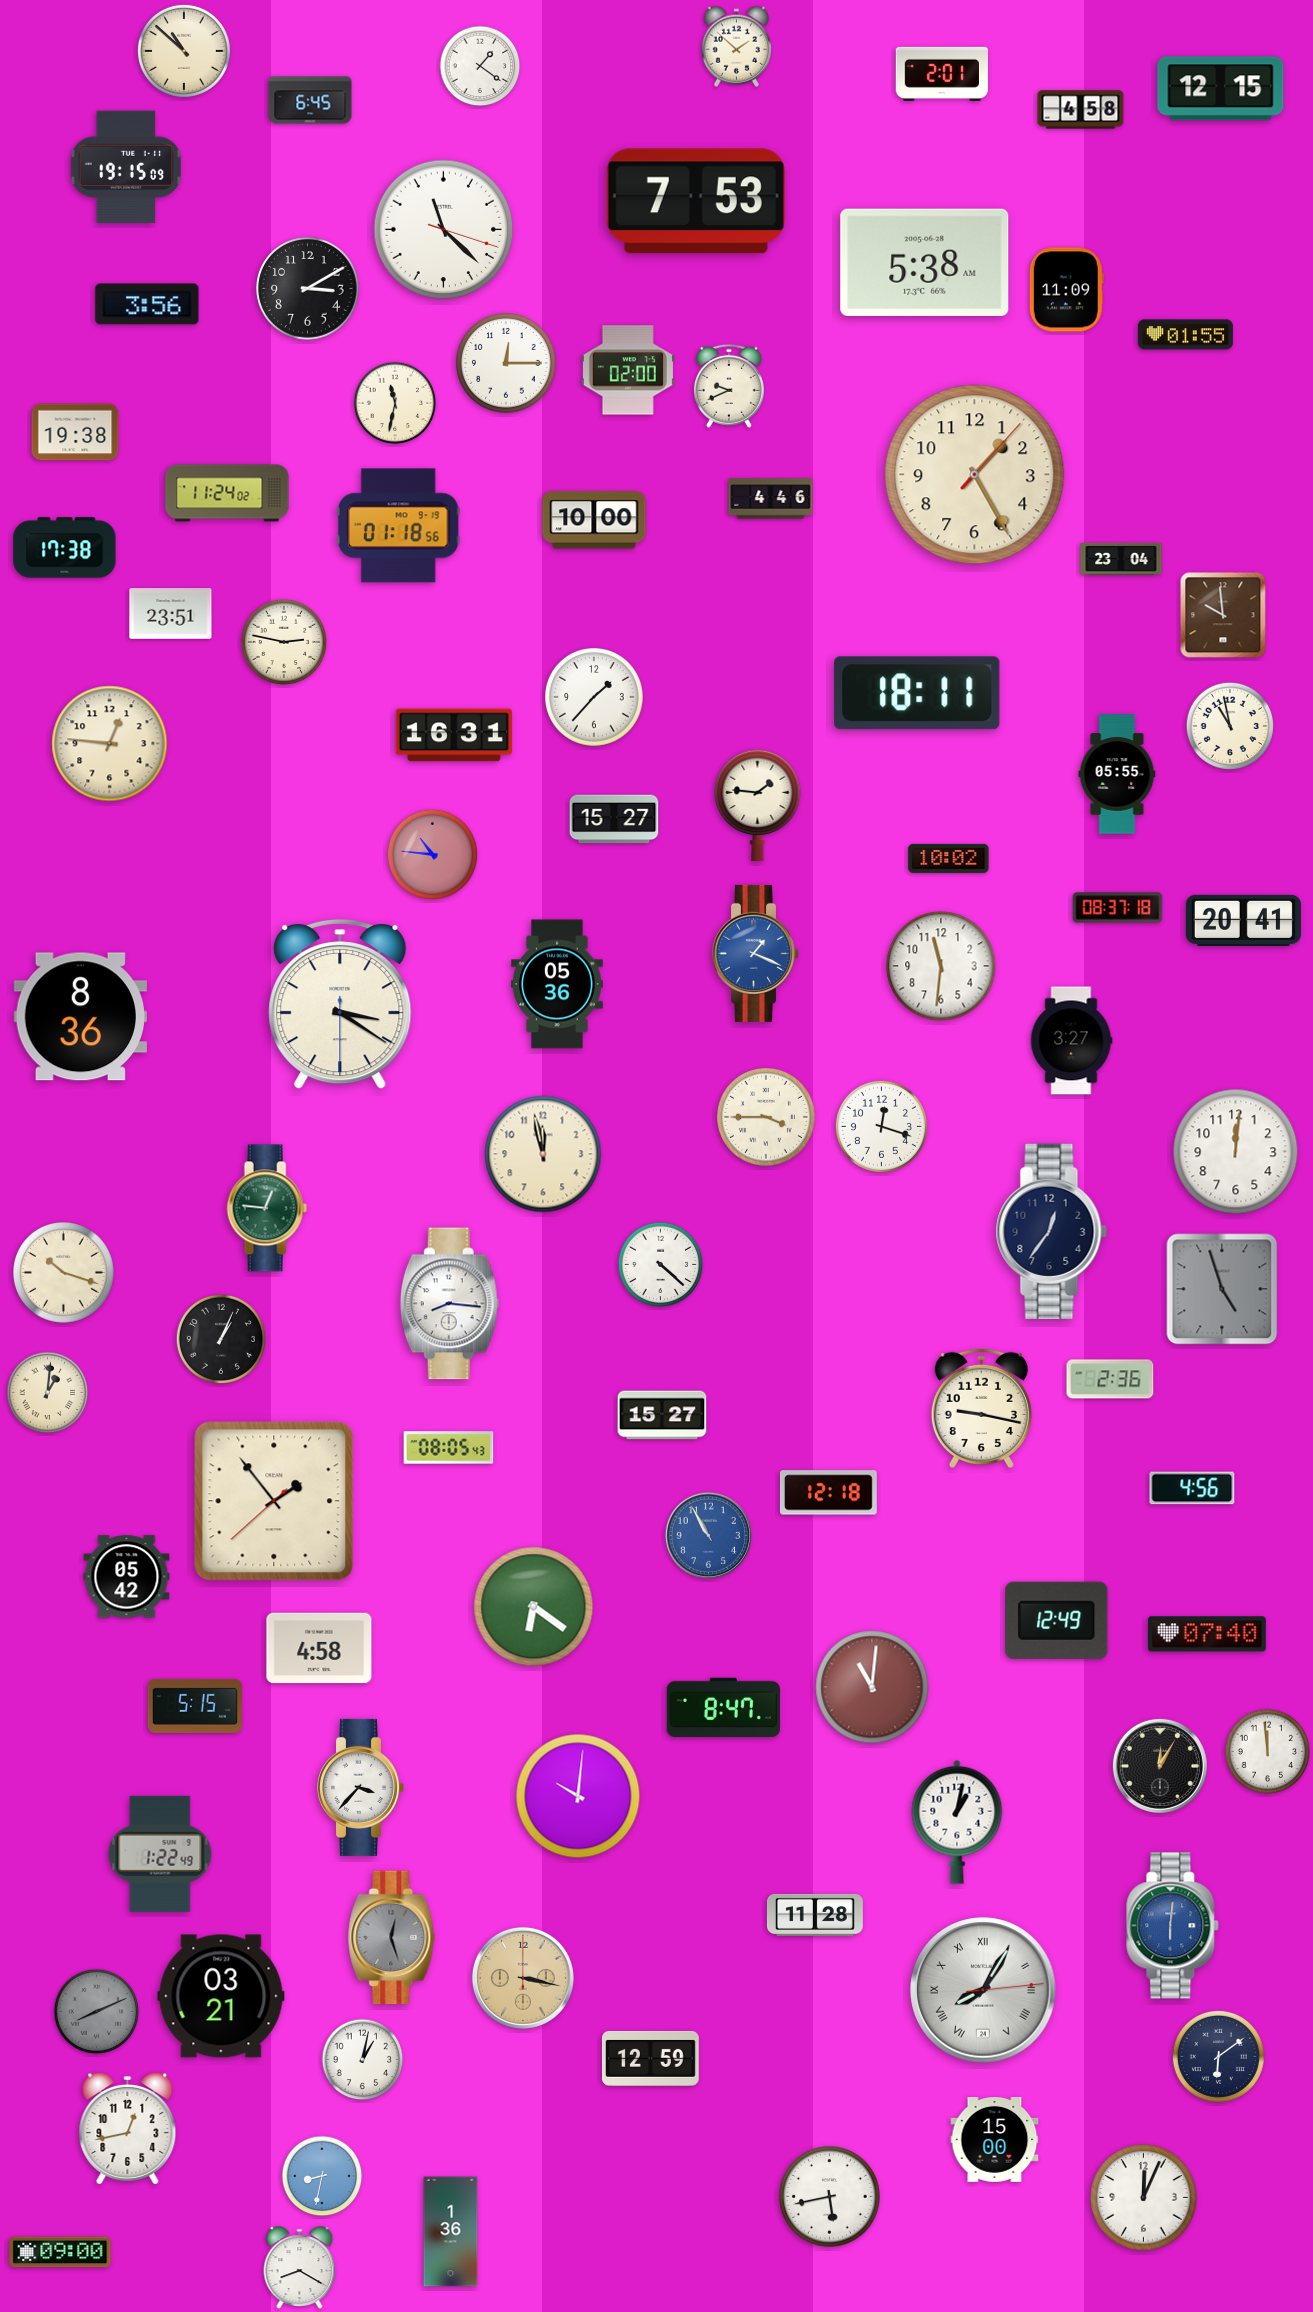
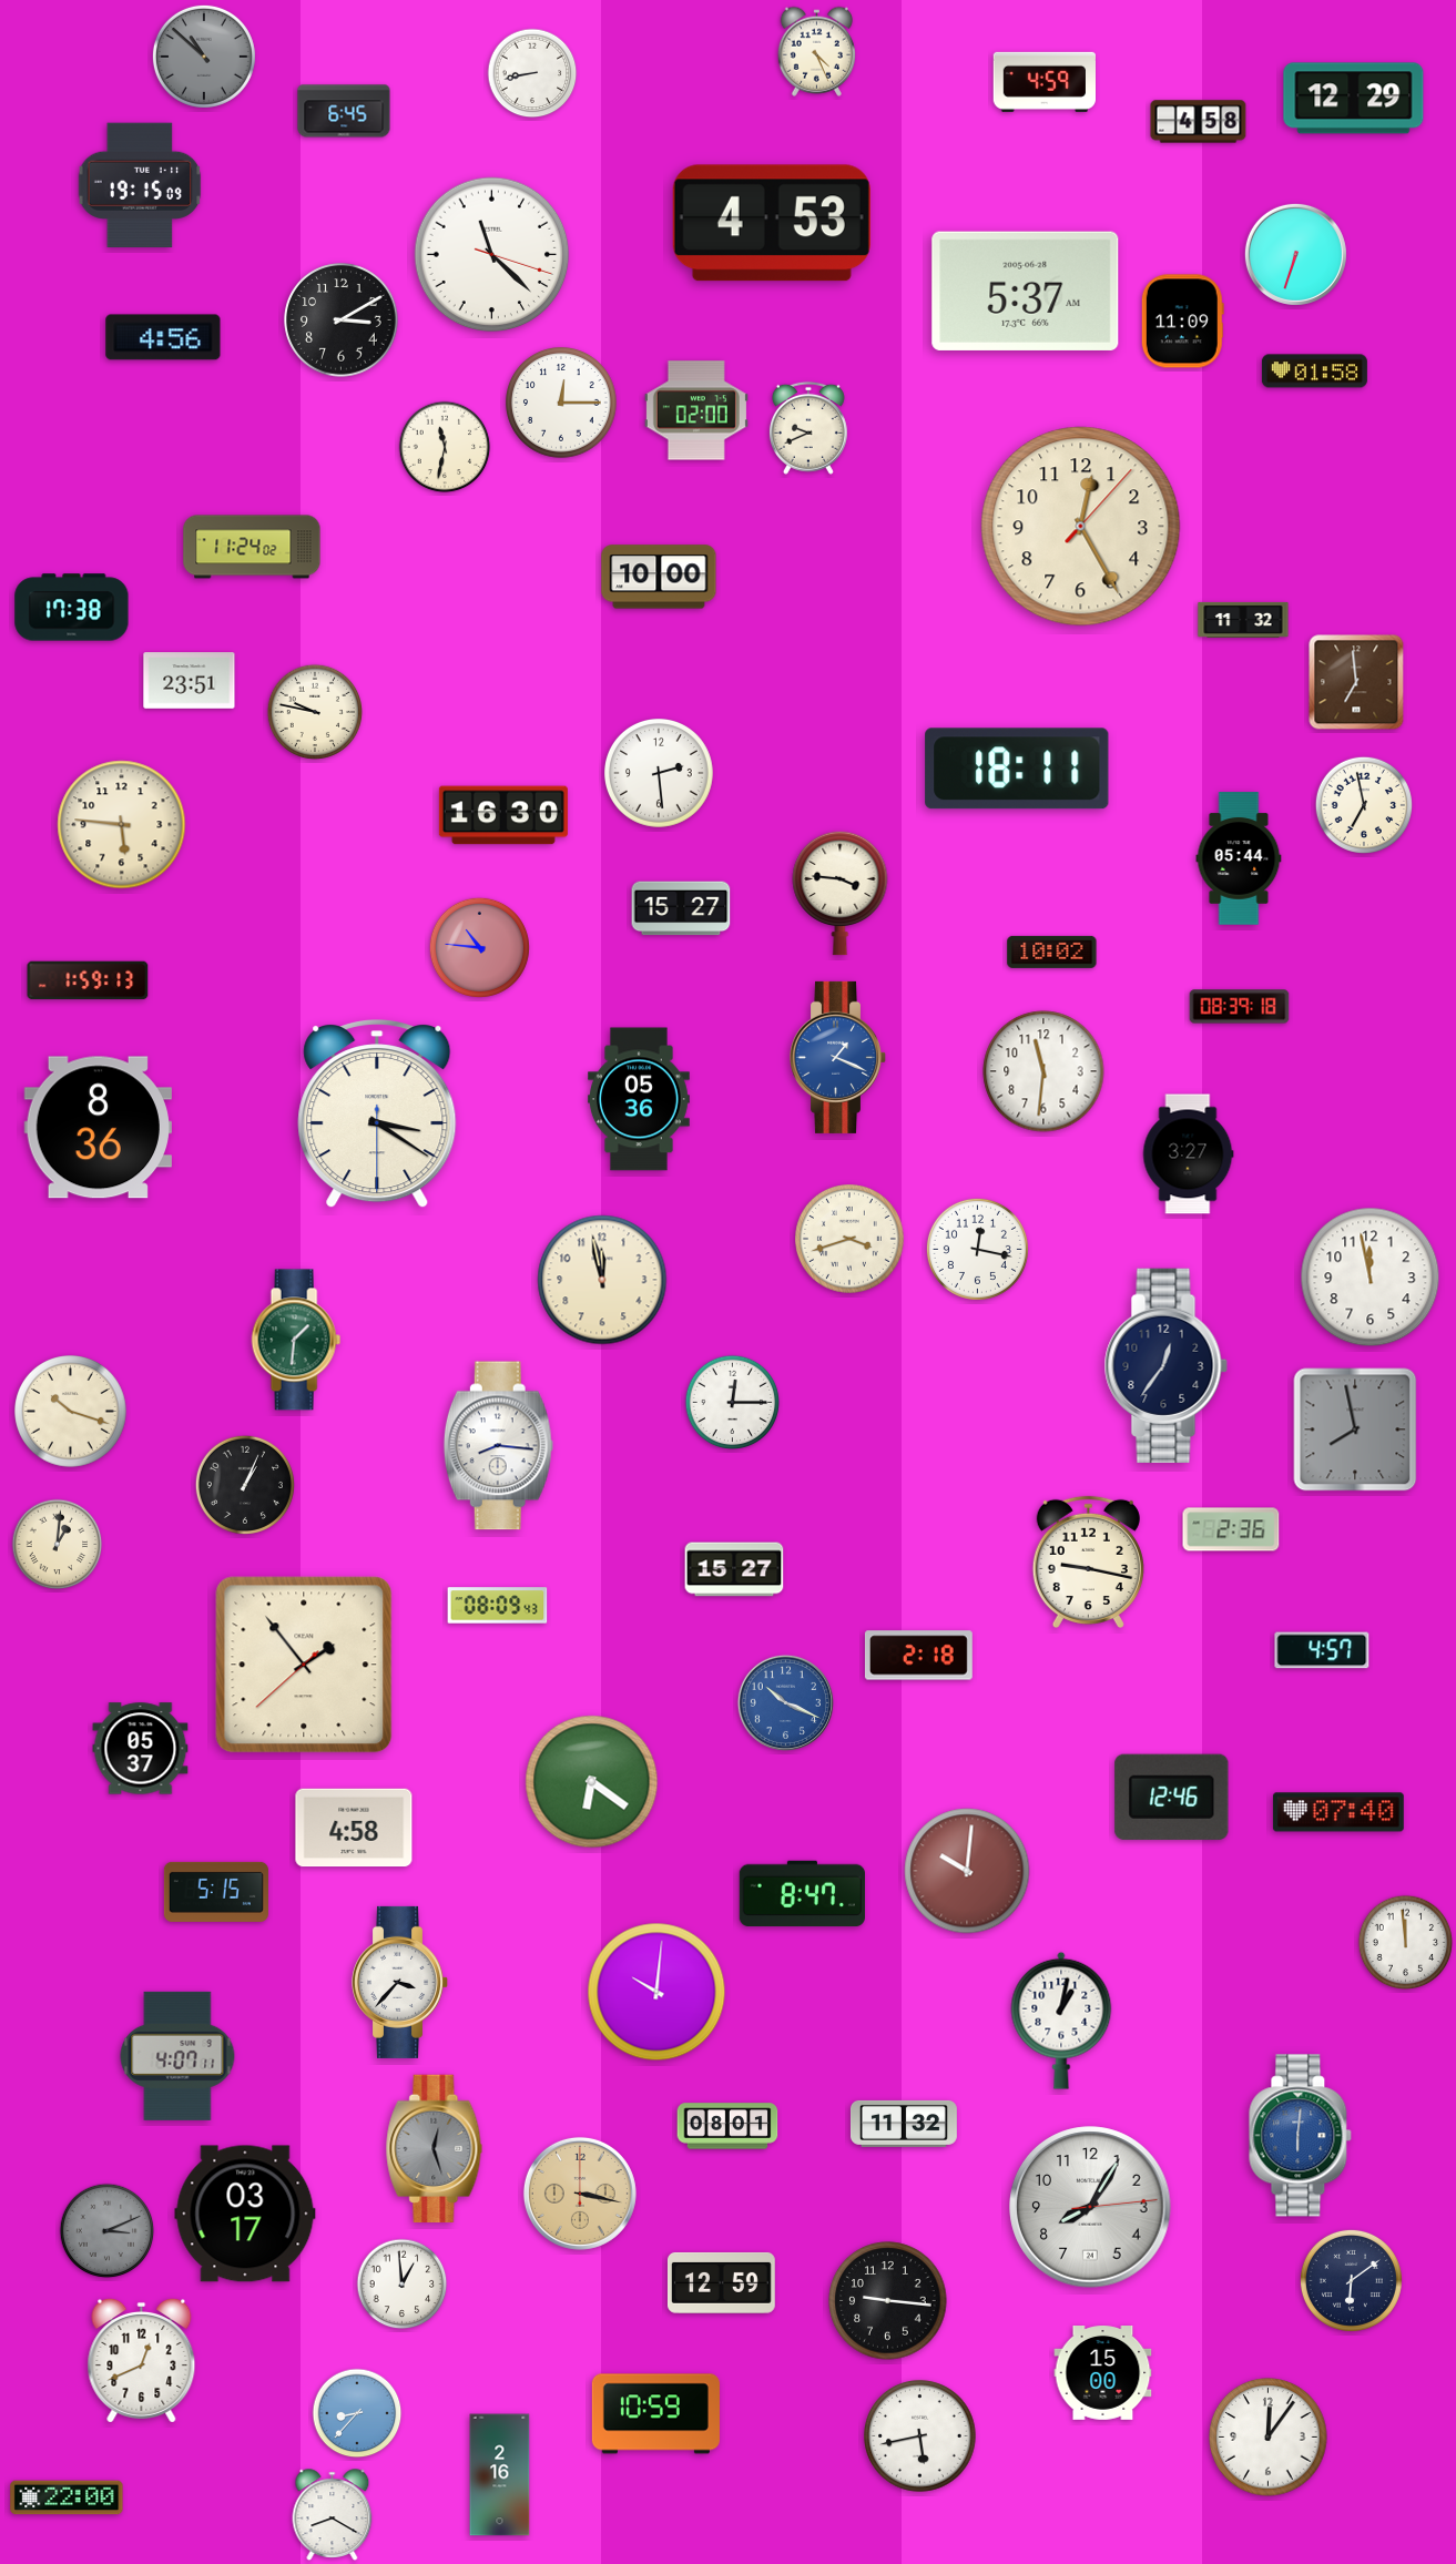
clock at (736, 46): 1:52 -> 4:26
clock at (184, 51) dial: cream -> grey
clock at (480, 66): 1:21 -> 8:43
clock at (941, 74): 2:01 -> 4:59
clock at (1221, 89): 12:15 -> 12:29
clock at (696, 201): 7:53 -> 4:53
clock at (1295, 254): none -> 6:33
clock at (925, 262): 5:38 -> 5:37
clock at (147, 304): 3:56 -> 4:56
clock at (1185, 335): 01:55 -> 01:58
clock at (395, 403) position: (395, 403) -> (445, 447)
clock at (75, 432): 19:38 -> none
clock at (975, 475): 1:25 -> 12:25
clock at (771, 499): 4:46 -> none
clock at (398, 526): 01:18 -> none
clock at (1121, 559): 23:04 -> 11:32
clock at (1223, 615): 9:59 -> 6:59
clock at (284, 642): 2:47 -> 9:47
clock at (595, 698): 1:37 -> 2:29
clock at (1229, 725): 10:58 -> 6:58
clock at (454, 735): 16:31 -> 16:30
clock at (110, 744): 12:46 -> 5:46
clock at (1117, 774): 05:55 -> 05:44
clock at (758, 805): 1:46 -> 3:46
clock at (88, 980): none -> 1:59
clock at (1118, 908): 08:37 -> 08:39
clock at (1243, 920): 20:41 -> none
clock at (558, 984) position: (558, 984) -> (640, 1099)
clock at (80, 1017) position: (80, 1017) -> (98, 1128)
clock at (767, 1118): 3:45 -> 3:42
clock at (881, 1126): 12:18 -> 12:17
clock at (1236, 1152): 12:01 -> 11:58
clock at (267, 1208): 12:46 -> 1:31
clock at (661, 1265): 4:22 -> 12:15
clock at (1222, 1289): 4:57 -> 7:58
clock at (48, 1393) position: (48, 1393) -> (58, 1545)
clock at (449, 1448): 08:05 -> 08:09
clock at (1192, 1488): 4:56 -> 4:57
clock at (828, 1493): 12:18 -> 2:18
clock at (708, 1535): 10:55 -> 10:19
clock at (127, 1577): 05:42 -> 05:37
clock at (1057, 1620): 12:49 -> 12:46
clock at (872, 1687): 11:01 -> 10:01
clock at (1160, 1766): 12:05 -> none
clock at (578, 1796) position: (578, 1796) -> (656, 1992)
clock at (160, 1854): 1:22 -> 4:07
clock at (815, 1915): 11:28 -> 11:32
clock at (727, 2126): none -> 08:01
clock at (983, 1990) numerals: Roman -> Arabic
clock at (221, 1996): 03:21 -> 03:17
clock at (97, 2012): 8:11 -> 3:11
clock at (363, 2060): 1:02 -> 12:59
clock at (888, 2301): none -> 9:16
clock at (128, 2128): 12:43 -> 12:41
clock at (322, 2176): 8:32 -> 8:37
clock at (655, 2414): none -> 10:59
clock at (1144, 2198): 12:04 -> 12:06
clock at (451, 2232): 1:36 -> 2:16
clock at (60, 2252): 09:00 -> 22:00
